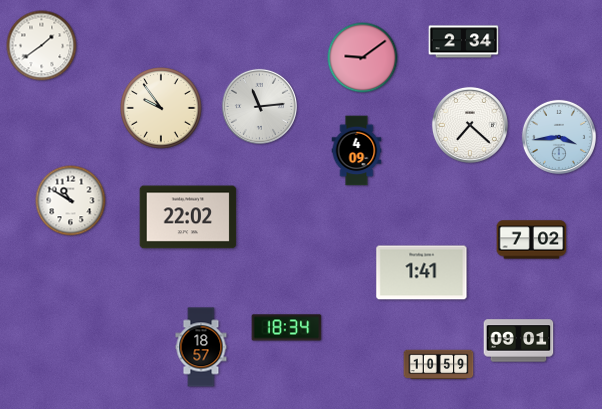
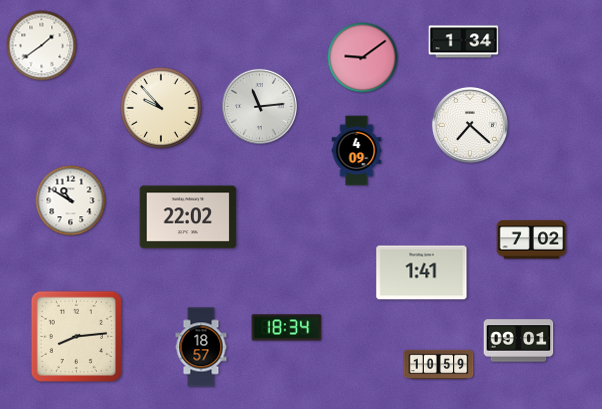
clock at (464, 42): 2:34 -> 1:34
clock at (161, 108): 9:54 -> 9:53
clock at (559, 137): 3:44 -> none
clock at (76, 336): none -> 8:14
